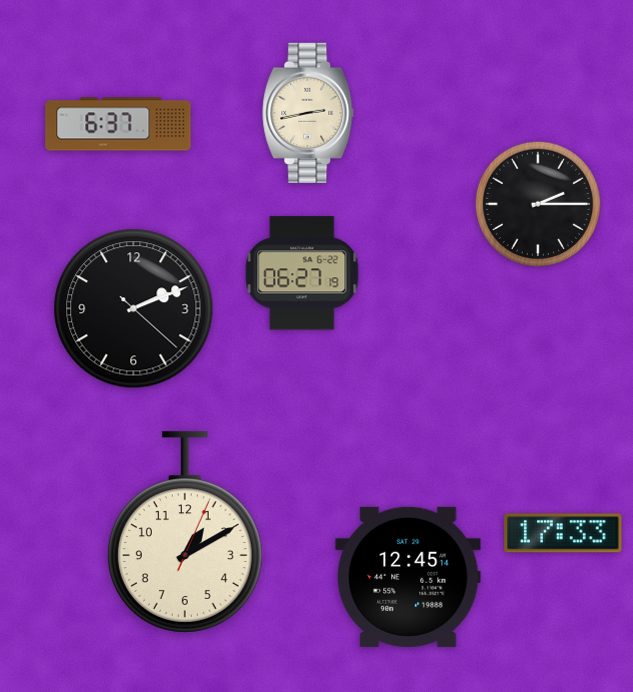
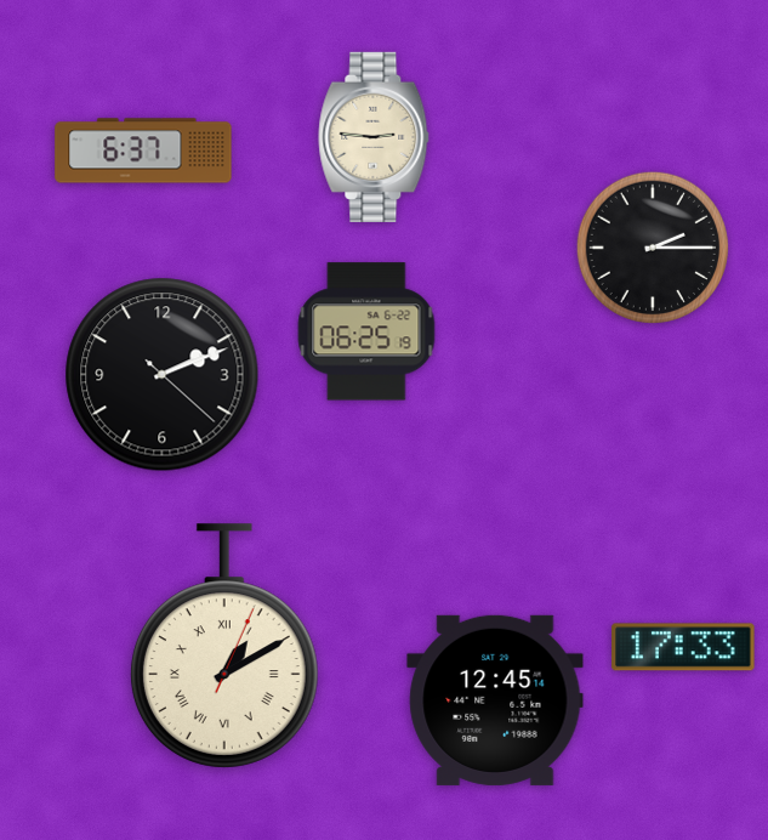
clock at (308, 113): 2:43 -> 2:46
clock at (302, 273): 06:27 -> 06:25
clock at (185, 532) numerals: Arabic -> Roman
